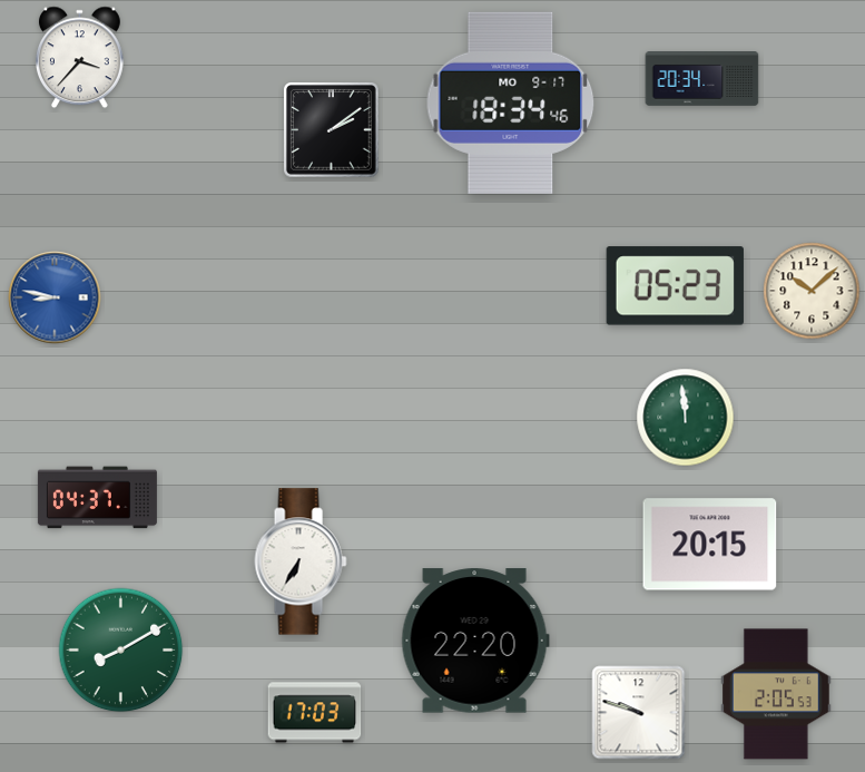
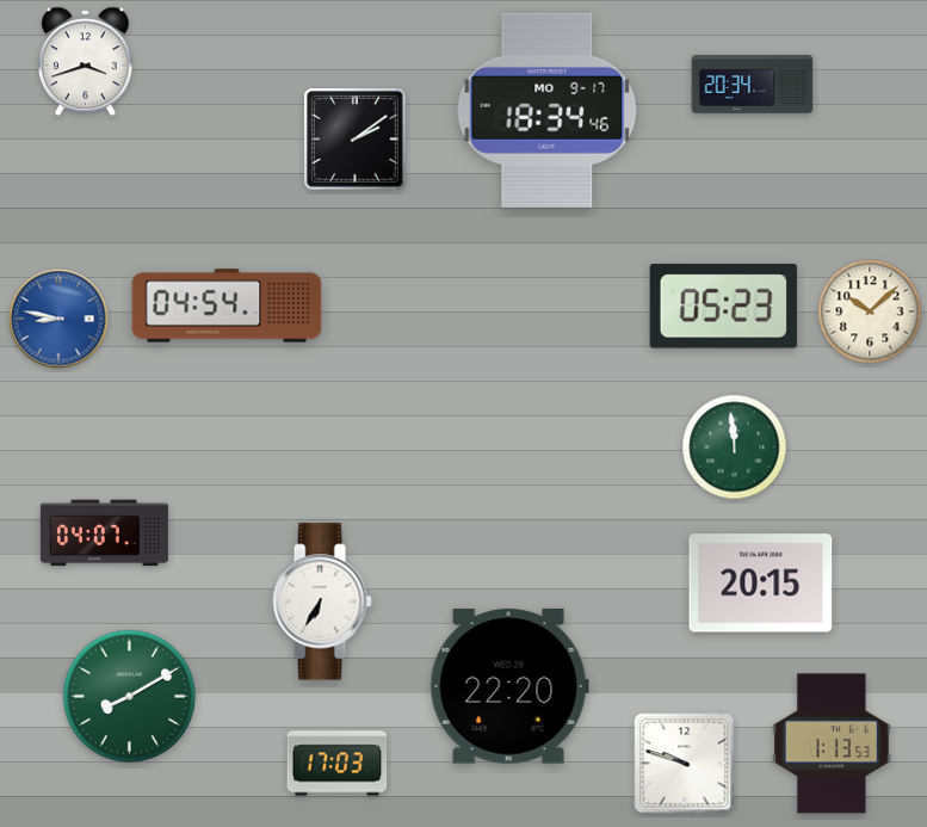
clock at (80, 58): 3:37 -> 3:42
clock at (227, 306): none -> 04:54
clock at (97, 498): 04:37 -> 04:07
clock at (777, 694): 2:05 -> 1:13
